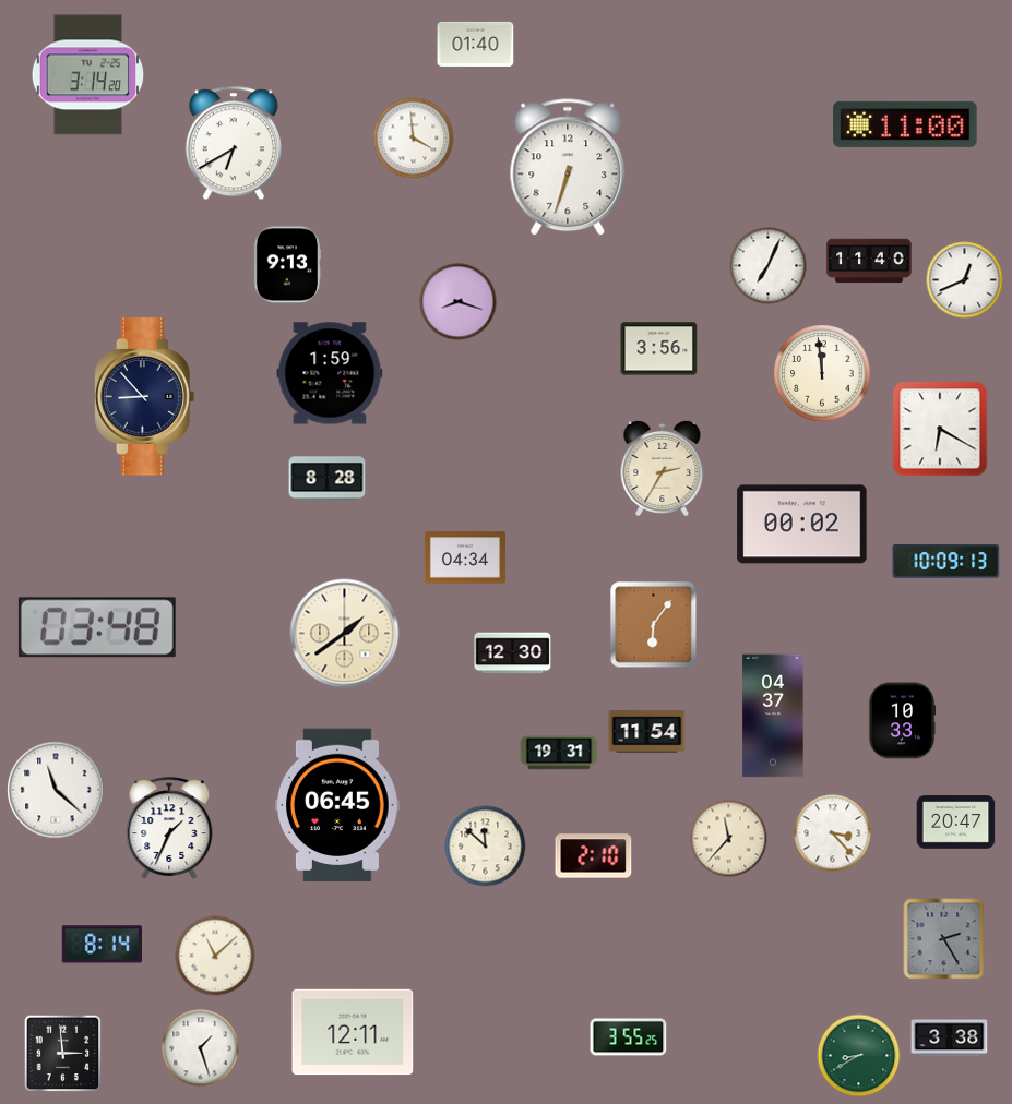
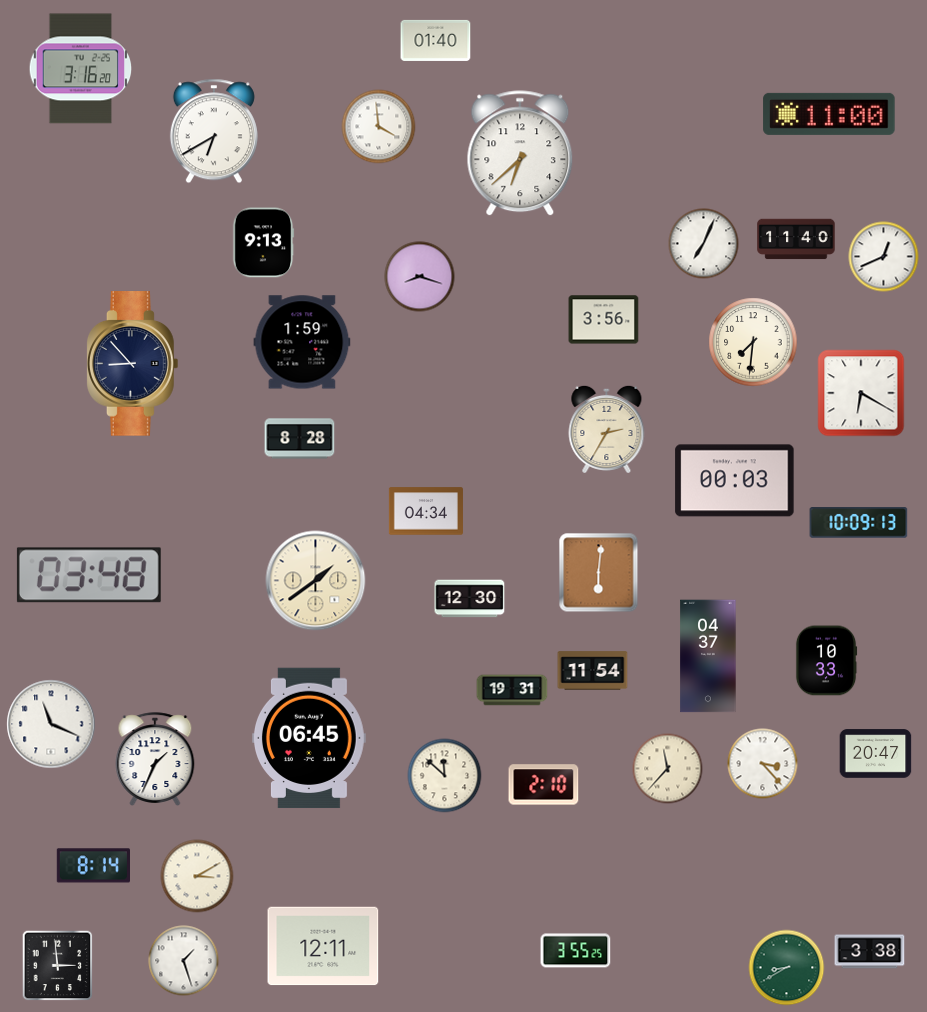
clock at (88, 75): 3:14 -> 3:16
clock at (568, 168): 6:33 -> 6:38
clock at (822, 373): 11:59 -> 7:31
clock at (802, 525): 00:02 -> 00:03
clock at (946, 562) position: (946, 562) -> (859, 523)
clock at (654, 625): 6:06 -> 6:01
clock at (56, 790): 11:22 -> 11:19
clock at (944, 939): 2:25 -> none
clock at (215, 956): 11:08 -> 3:10
